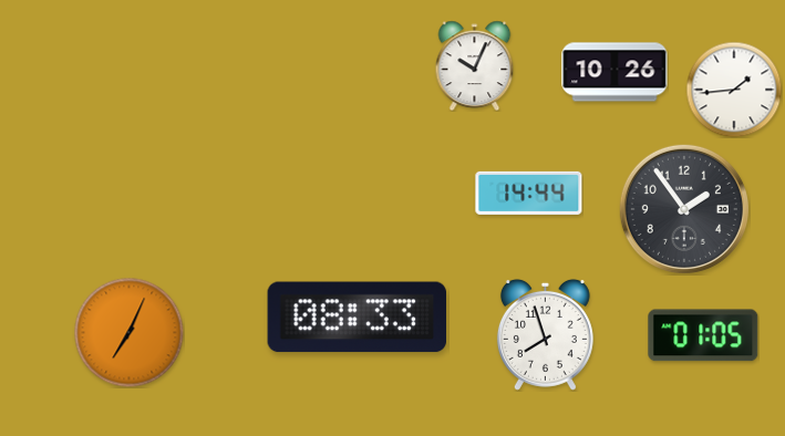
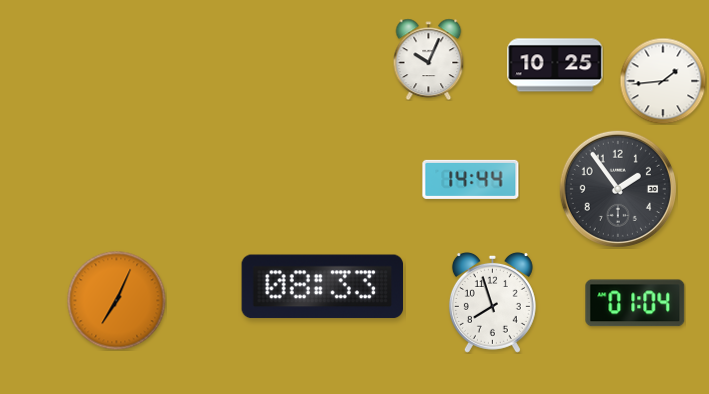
clock at (614, 72): 10:26 -> 10:25
clock at (529, 193) position: (529, 193) -> (471, 179)
clock at (703, 335): 01:05 -> 01:04
